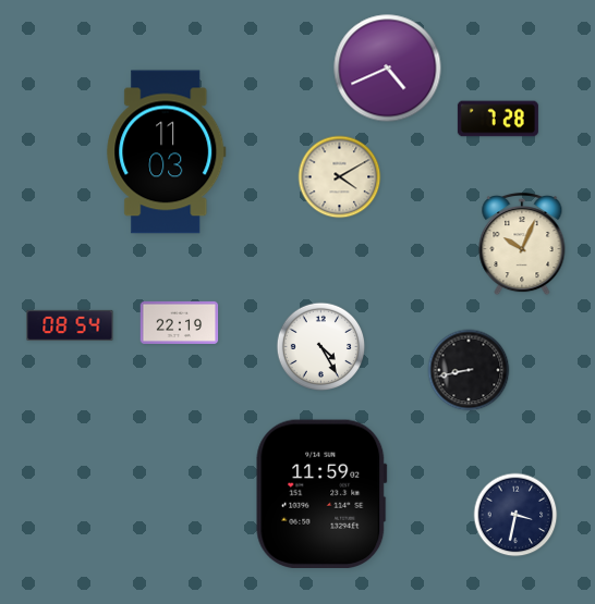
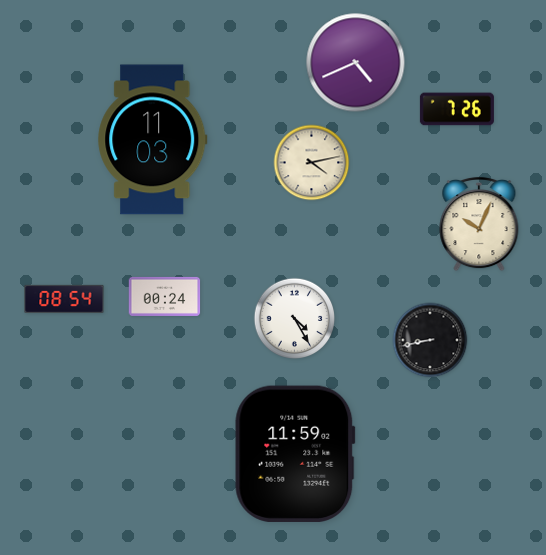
clock at (498, 119): 7:28 -> 7:26
clock at (340, 177): 4:10 -> 4:13
clock at (180, 322): 22:19 -> 00:24
clock at (515, 515): 3:32 -> none
